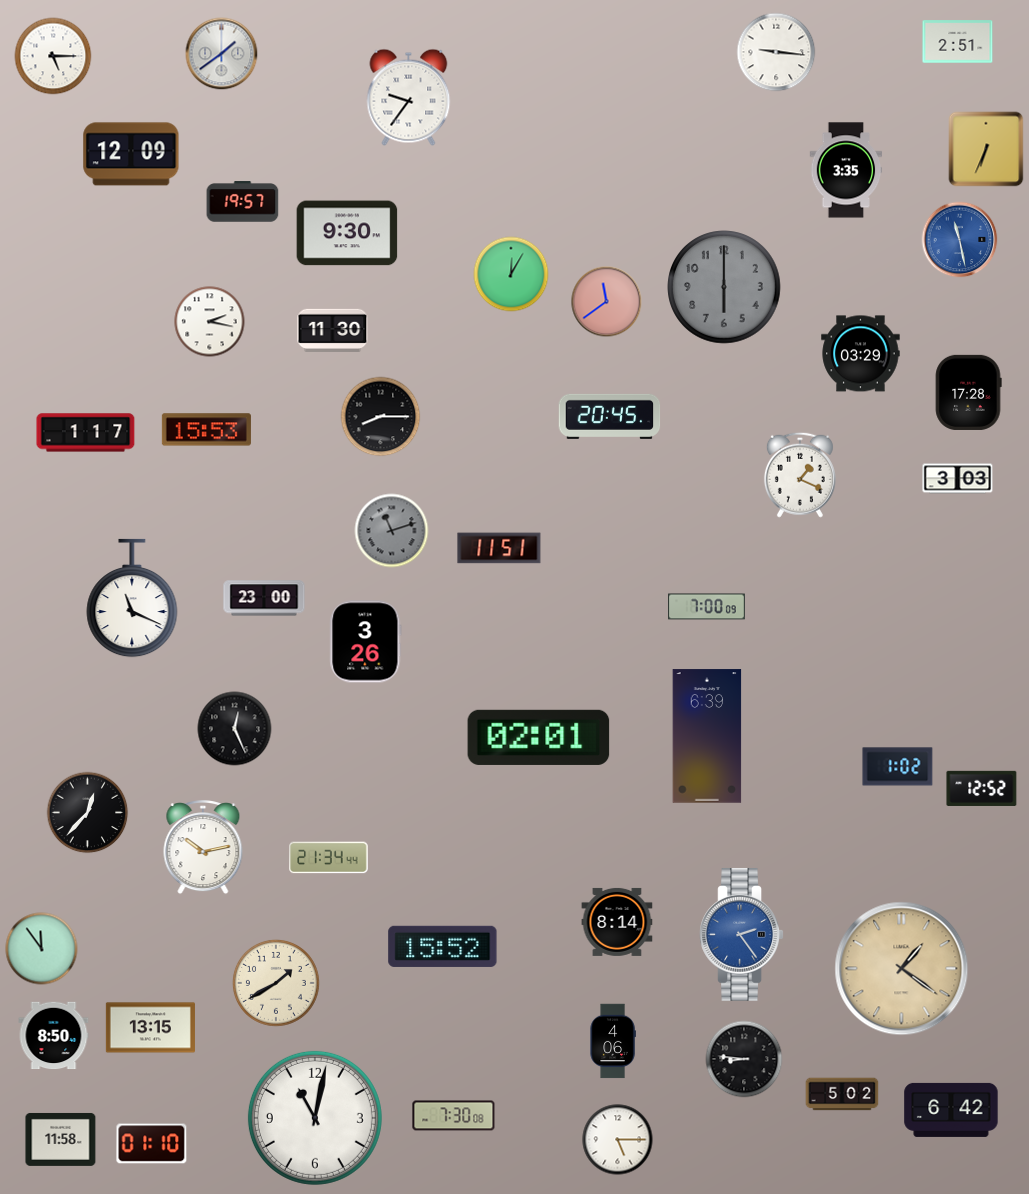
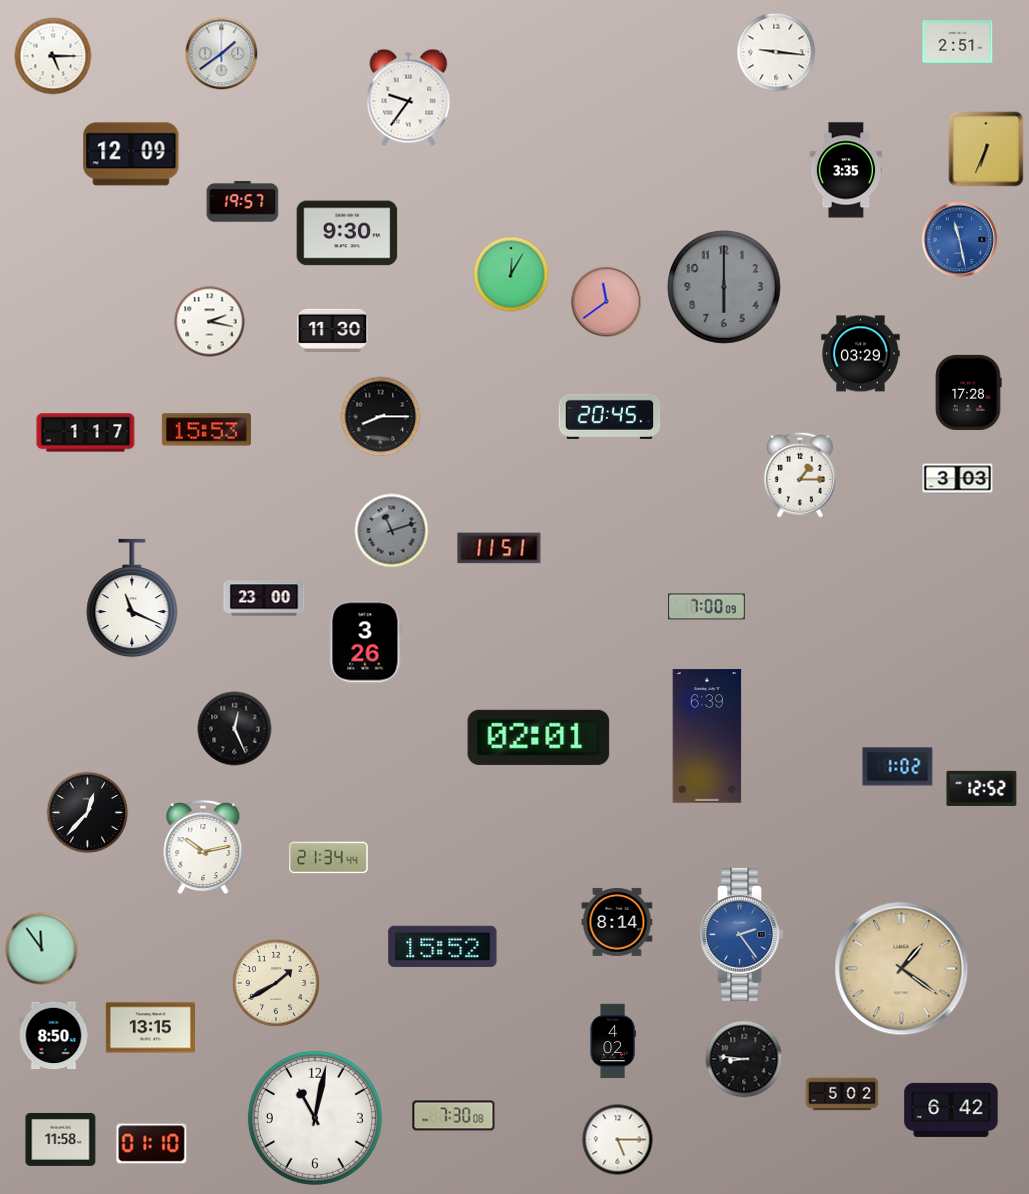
clock at (800, 475): 1:19 -> 1:15
clock at (613, 1041): 4:06 -> 4:02
